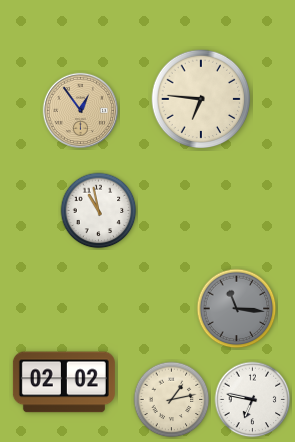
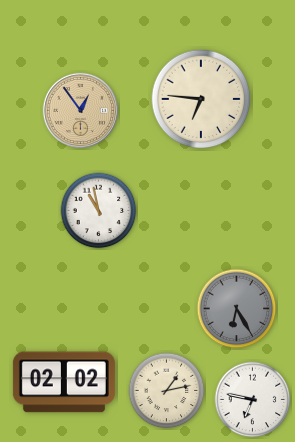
clock at (237, 309): 11:16 -> 6:25
clock at (172, 400) position: (172, 400) -> (167, 391)
